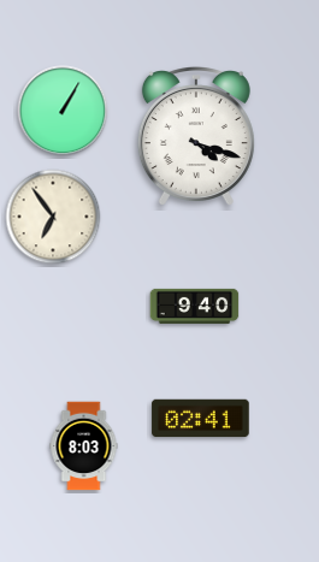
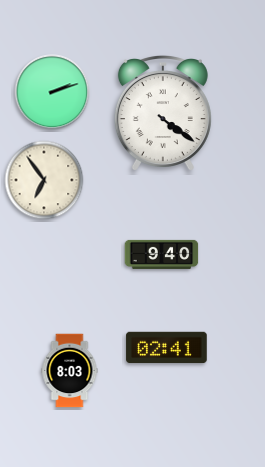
clock at (63, 111): 1:05 -> 2:12
clock at (196, 136): 4:18 -> 4:21
